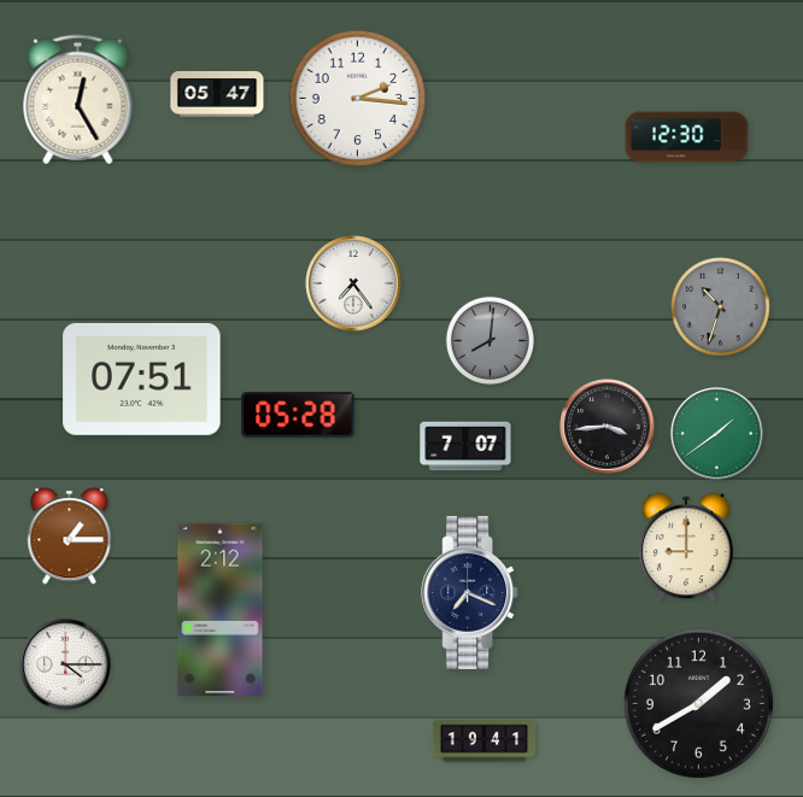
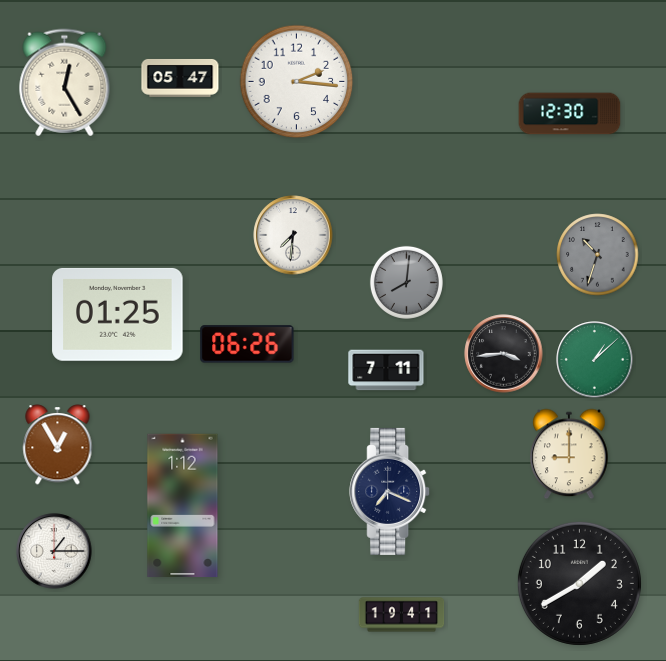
clock at (353, 283): 7:24 -> 7:31
clock at (142, 379): 07:51 -> 01:25
clock at (298, 415): 05:28 -> 06:26
clock at (717, 434): 1:39 -> 1:08
clock at (465, 446): 7:07 -> 7:11
clock at (70, 537): 1:15 -> 12:55
clock at (221, 610): 2:12 -> 1:12
clock at (65, 664): 4:15 -> 1:15
